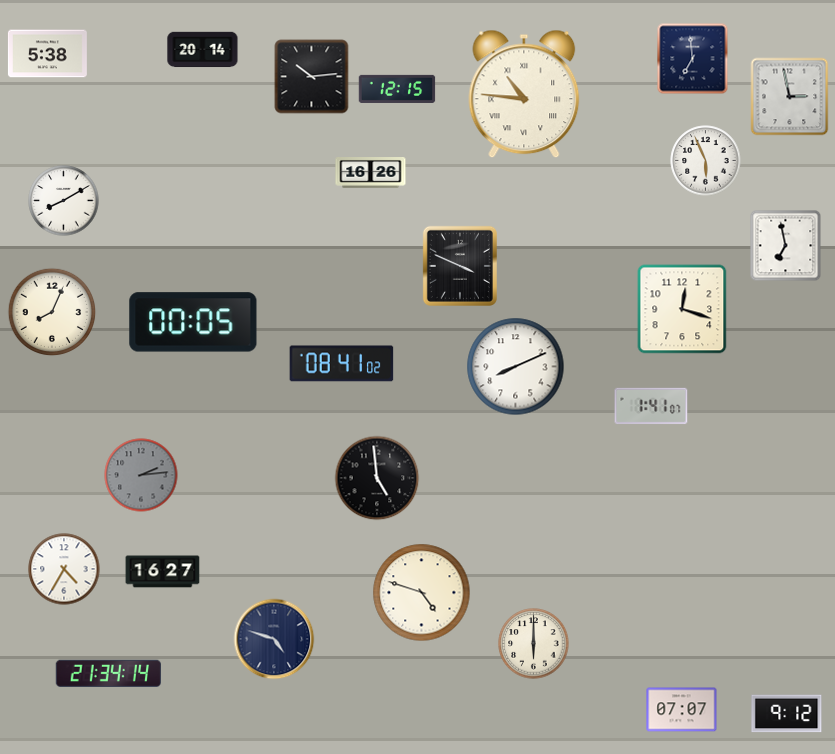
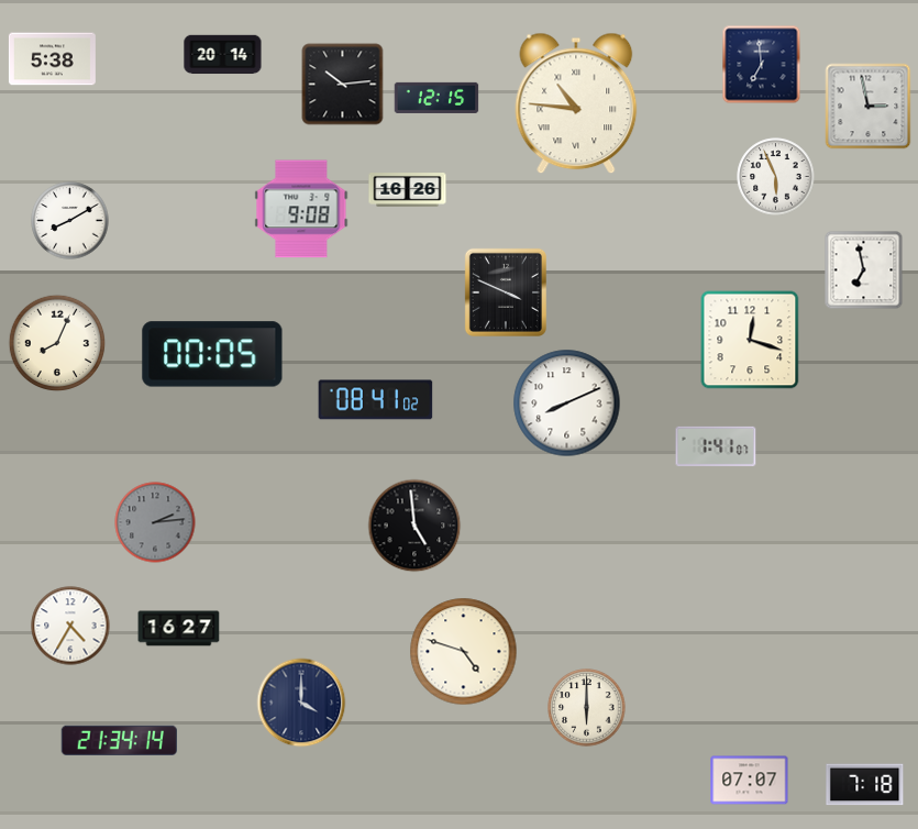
clock at (301, 209): none -> 9:08
clock at (274, 639): 4:48 -> 4:00
clock at (787, 714): 9:12 -> 7:18
